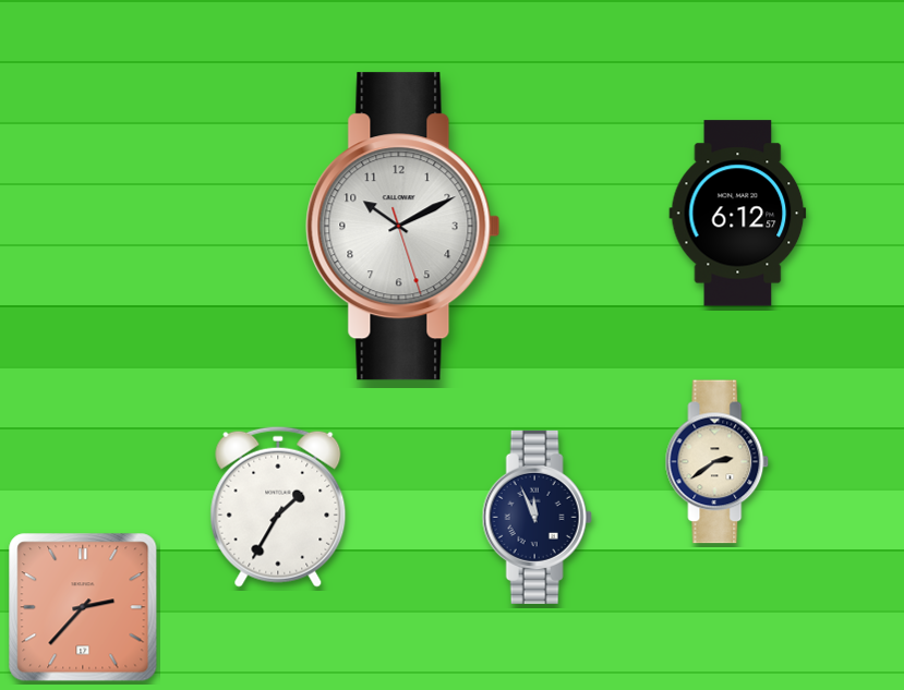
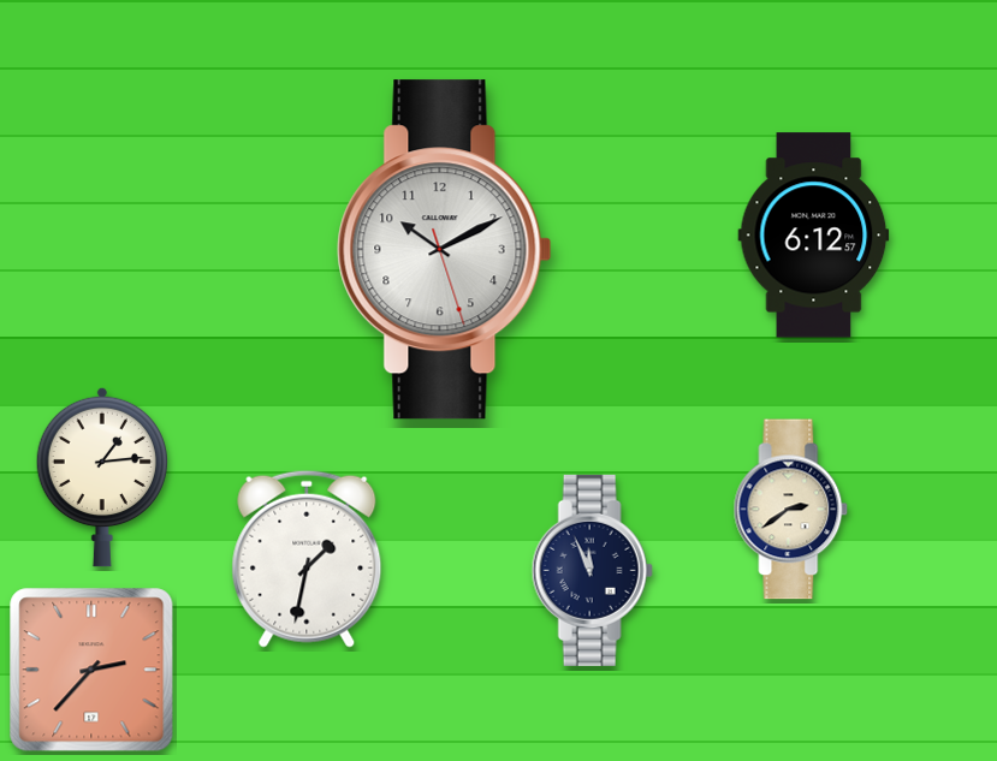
clock at (101, 477): none -> 1:14
clock at (278, 507): 1:35 -> 1:32
